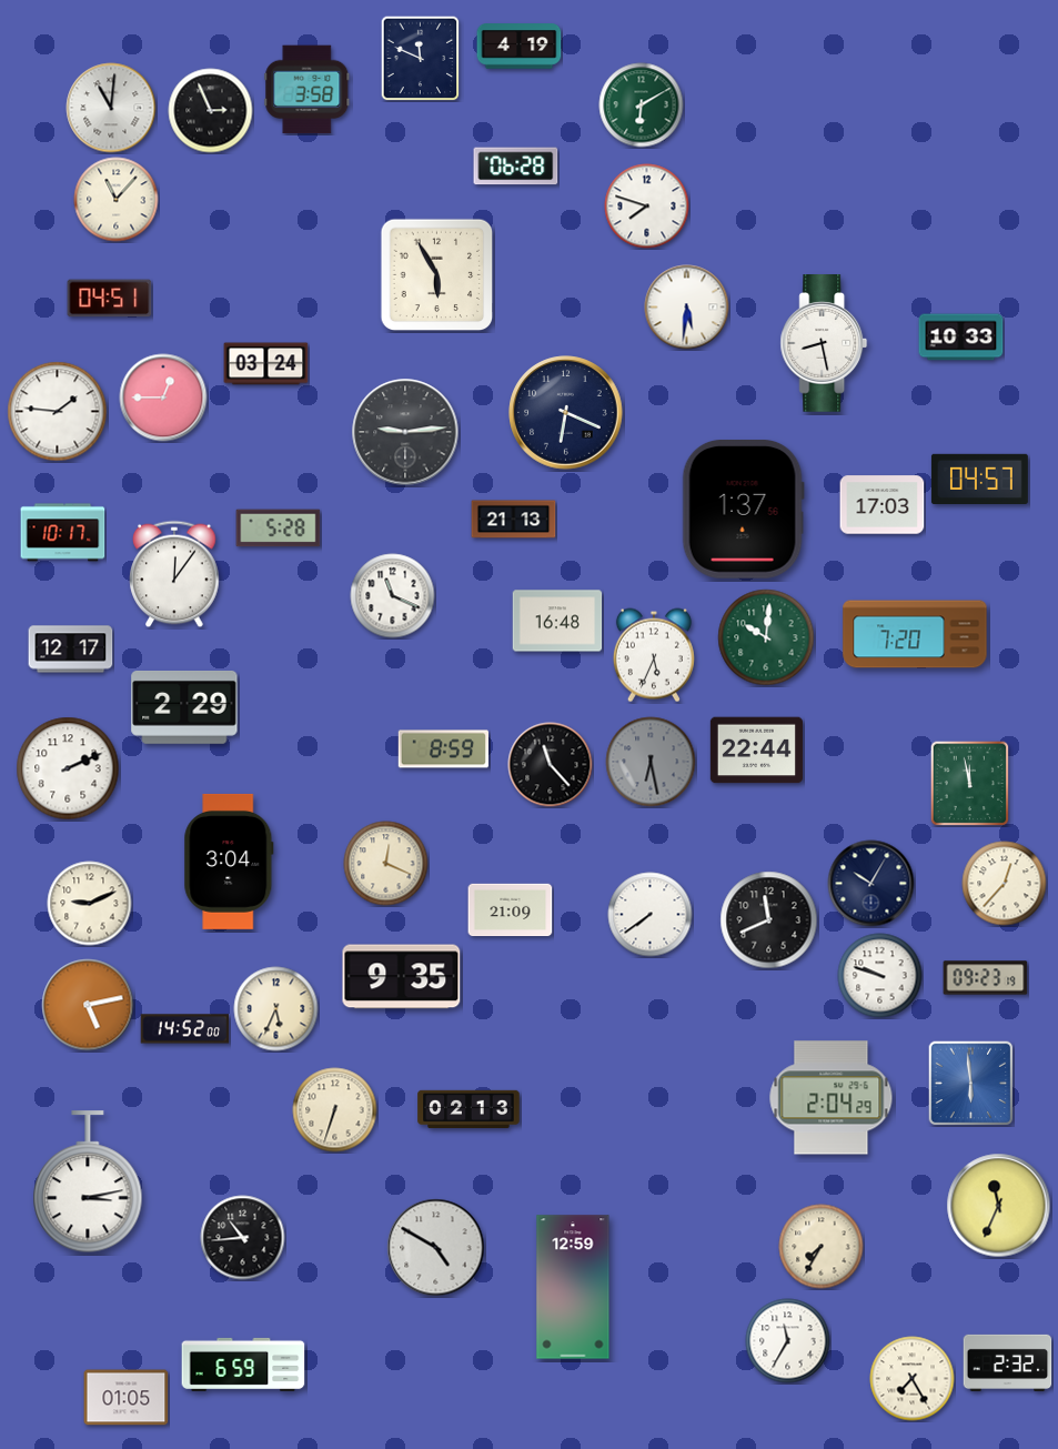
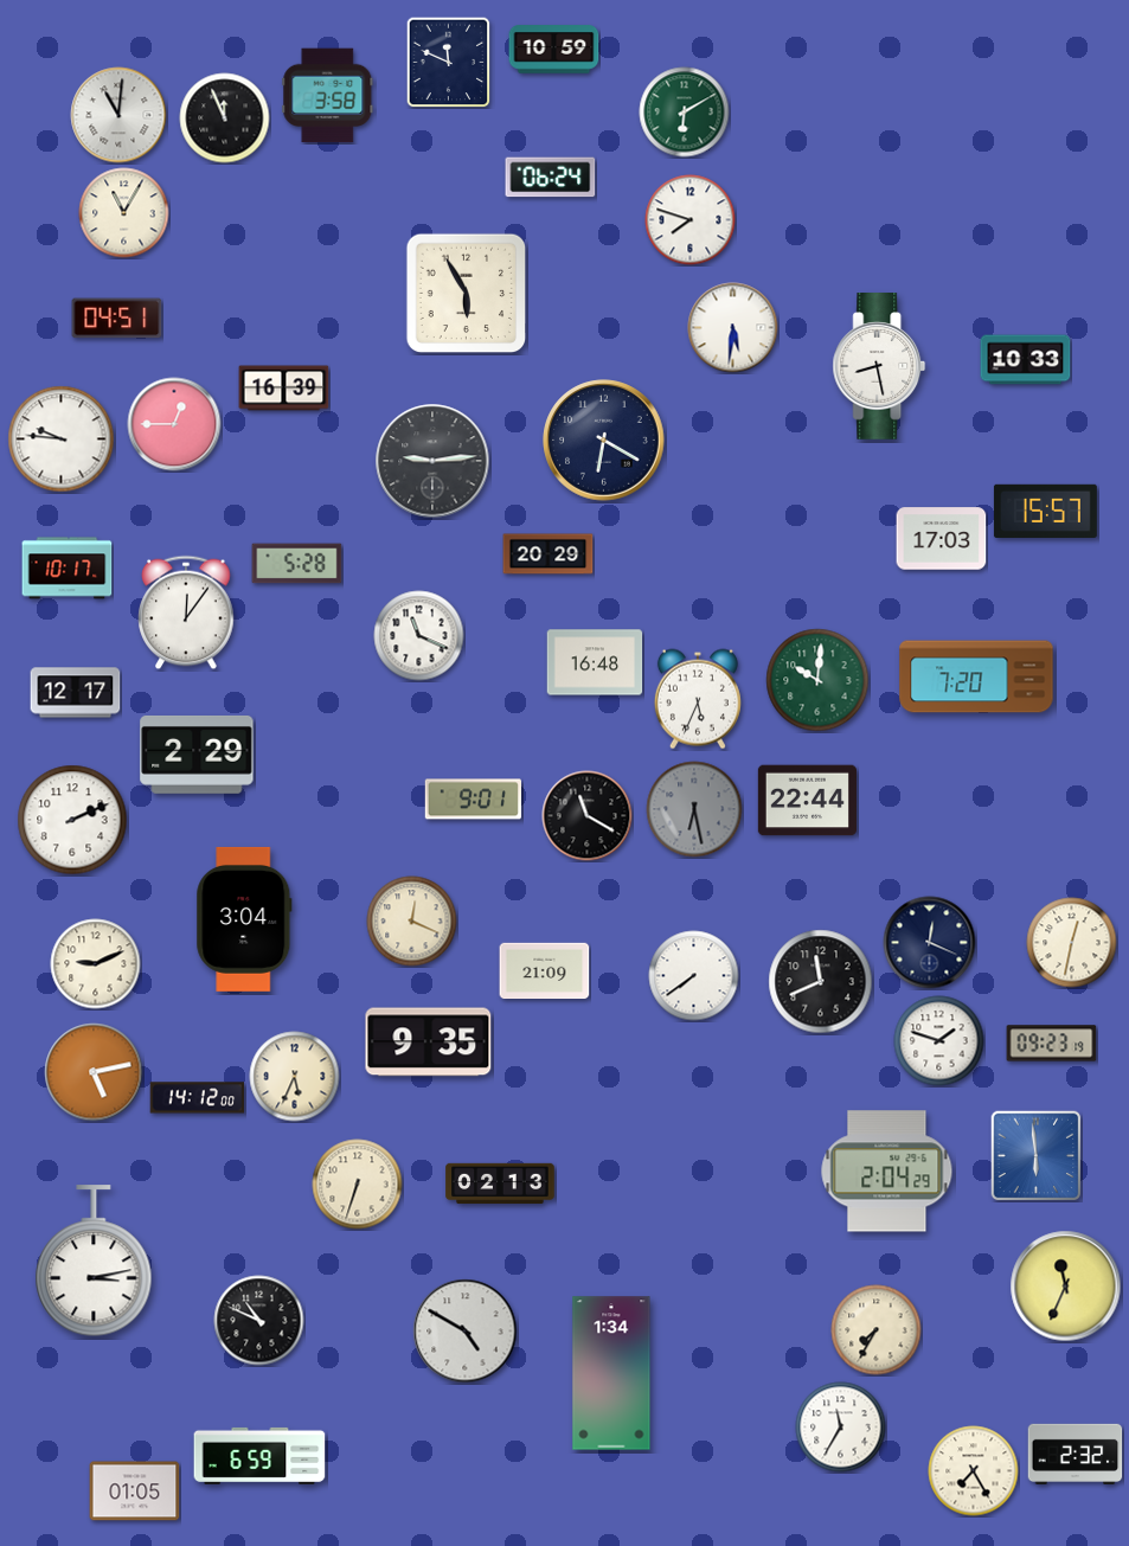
clock at (520, 47): 4:19 -> 10:59
clock at (211, 111): 2:56 -> 11:56
clock at (516, 167): 06:28 -> 06:24
clock at (117, 200): 11:07 -> 11:05
clock at (266, 364): 03:24 -> 16:39
clock at (58, 412): 1:46 -> 9:46
clock at (566, 413): 6:19 -> 6:20
clock at (979, 479): 04:57 -> 15:57
clock at (743, 510): 1:37 -> none
clock at (514, 520): 21:13 -> 20:29
clock at (443, 749): 8:59 -> 9:01
clock at (651, 762) position: (651, 762) -> (694, 809)
clock at (551, 765): 11:23 -> 11:20
clock at (970, 783): 11:58 -> none
clock at (871, 884): 10:05 -> 12:19
clock at (1005, 884): 12:37 -> 12:32
clock at (880, 976): 9:48 -> 1:48
clock at (185, 1029): 14:52 -> 14:12
clock at (243, 1238): 10:44 -> 10:49
clock at (573, 1287): 12:59 -> 1:34
clock at (788, 1341) position: (788, 1341) -> (841, 1428)
